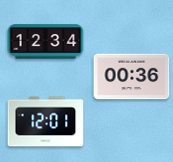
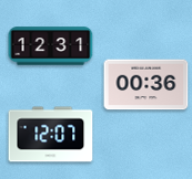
clock at (46, 42): 12:34 -> 12:31
clock at (46, 122): 12:01 -> 12:07
